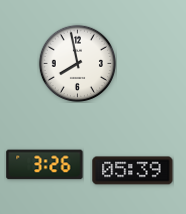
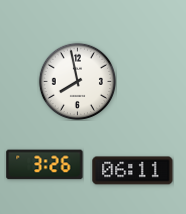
clock at (77, 63) position: (77, 63) -> (77, 81)
clock at (133, 171): 05:39 -> 06:11
